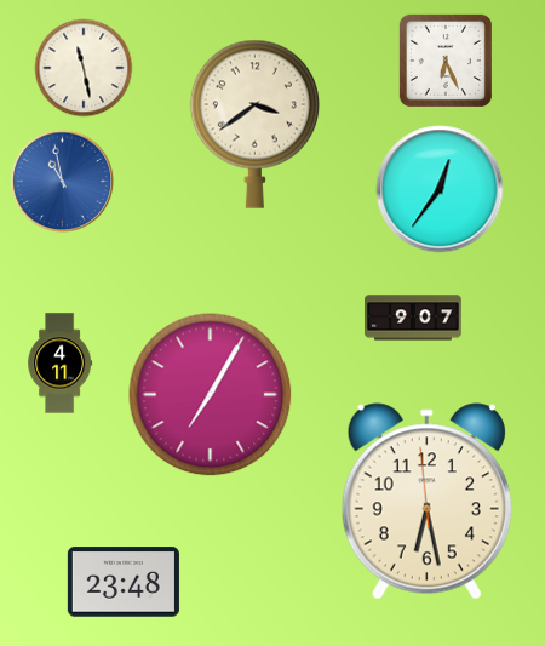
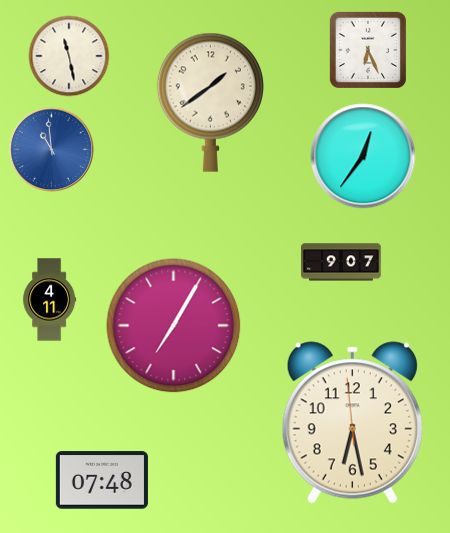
clock at (254, 124): 3:39 -> 1:39
clock at (63, 182): 10:58 -> 10:59
clock at (426, 502) position: (426, 502) -> (352, 423)
clock at (124, 582): 23:48 -> 07:48
